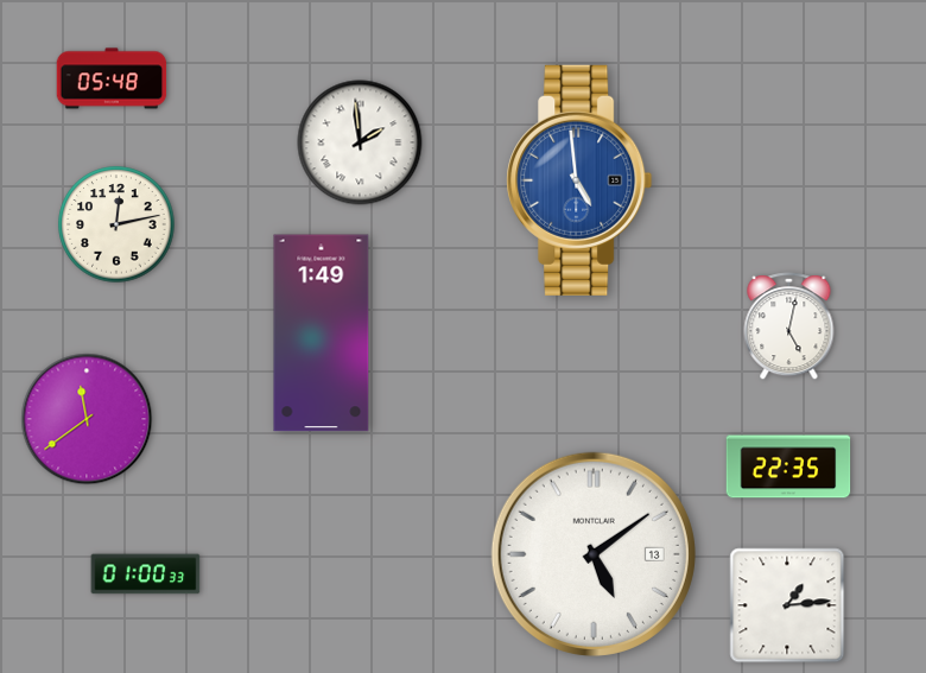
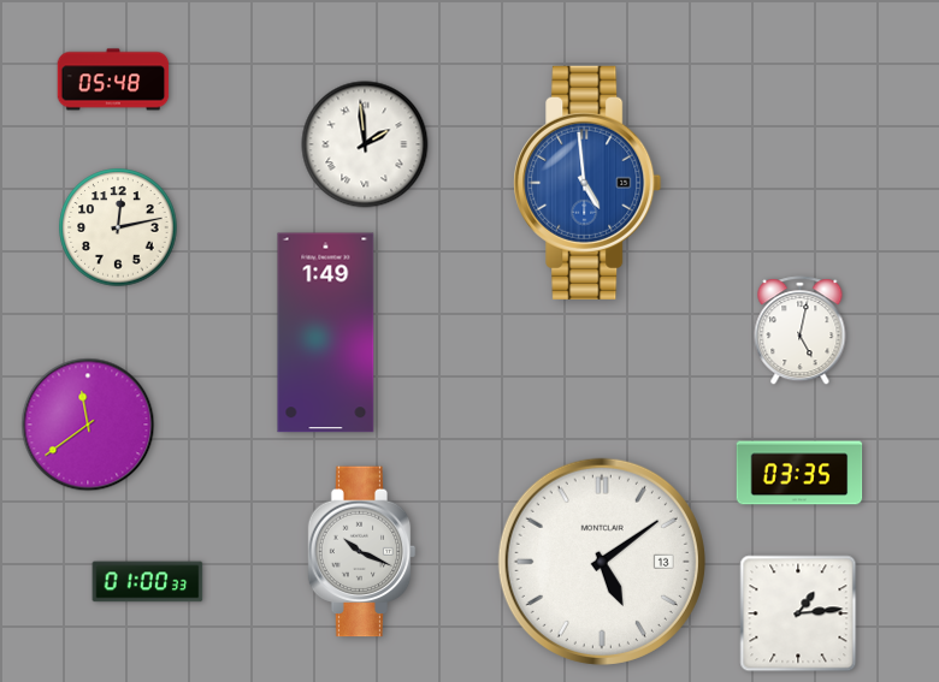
clock at (322, 334) position: (322, 334) -> (326, 333)
clock at (788, 466): 22:35 -> 03:35
clock at (362, 552): none -> 10:19
